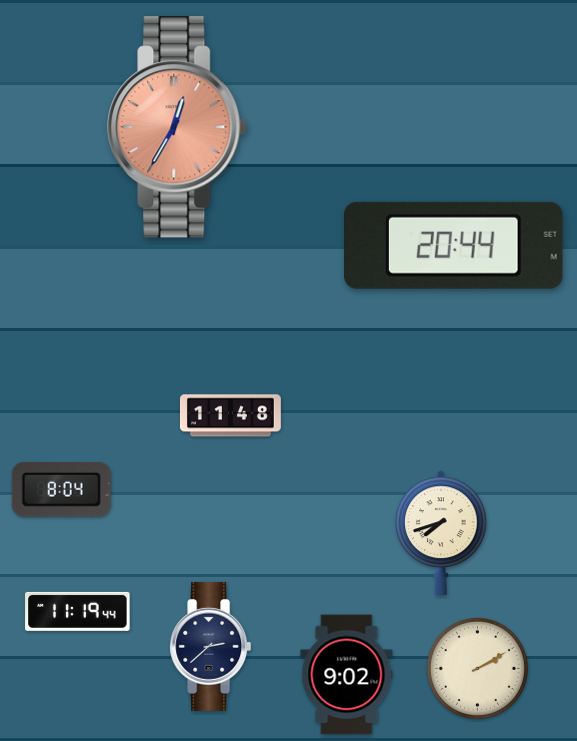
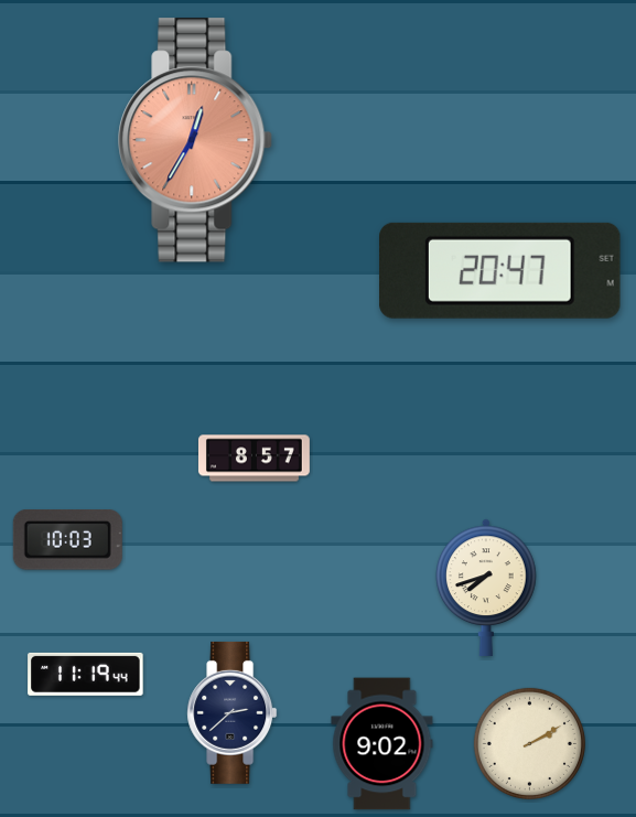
clock at (454, 245): 20:44 -> 20:47
clock at (231, 416): 11:48 -> 8:57
clock at (61, 490): 8:04 -> 10:03
clock at (477, 668) position: (477, 668) -> (529, 743)
